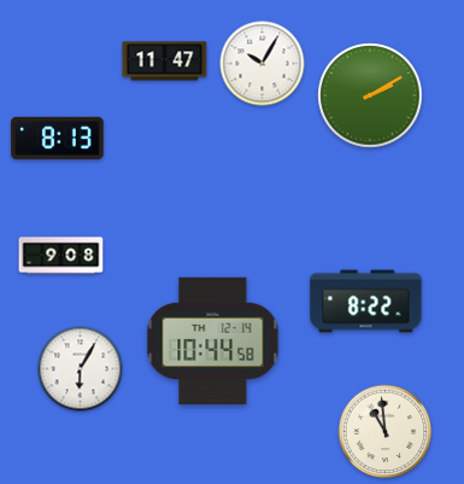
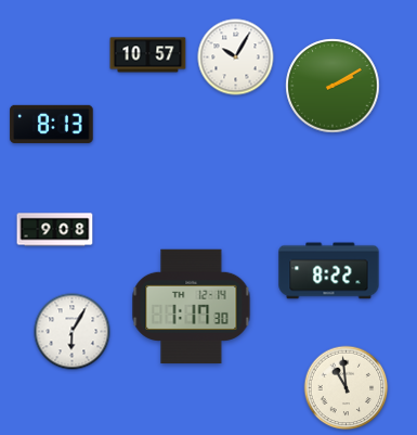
clock at (165, 62): 11:47 -> 10:57
clock at (213, 342): 10:44 -> 1:17
